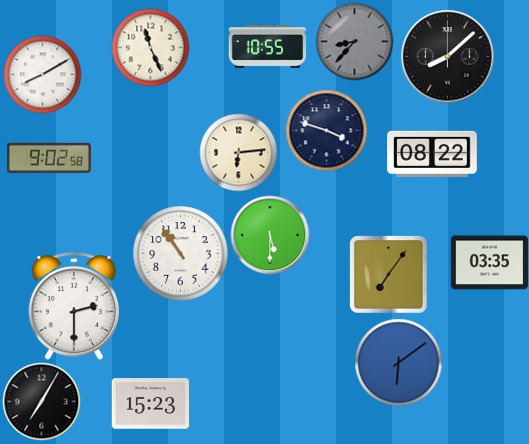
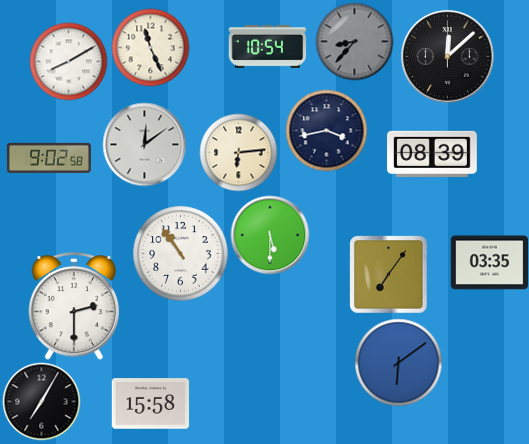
clock at (267, 47): 10:55 -> 10:54
clock at (447, 56): 8:08 -> 12:08
clock at (42, 74) position: (42, 74) -> (68, 61)
clock at (326, 130): 3:48 -> 3:43
clock at (144, 144): none -> 12:09
clock at (432, 154): 08:22 -> 08:39
clock at (150, 404): 15:23 -> 15:58
